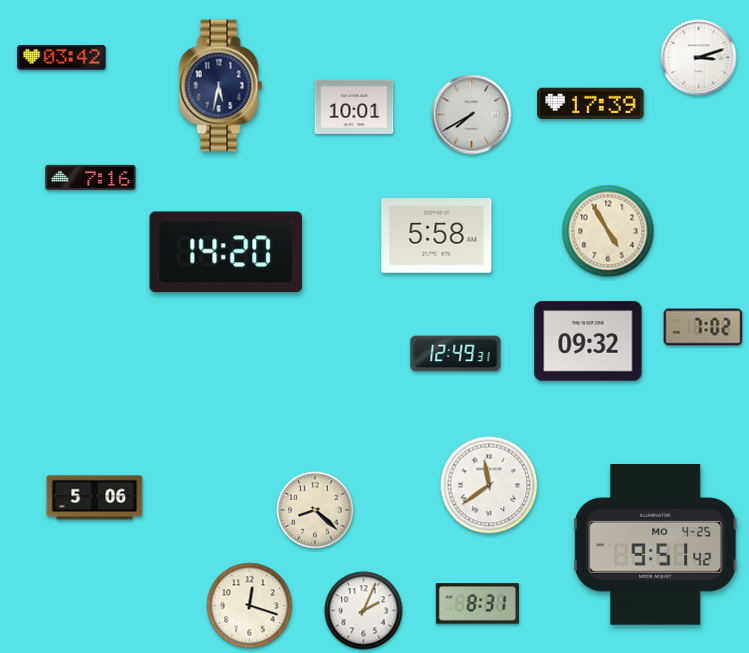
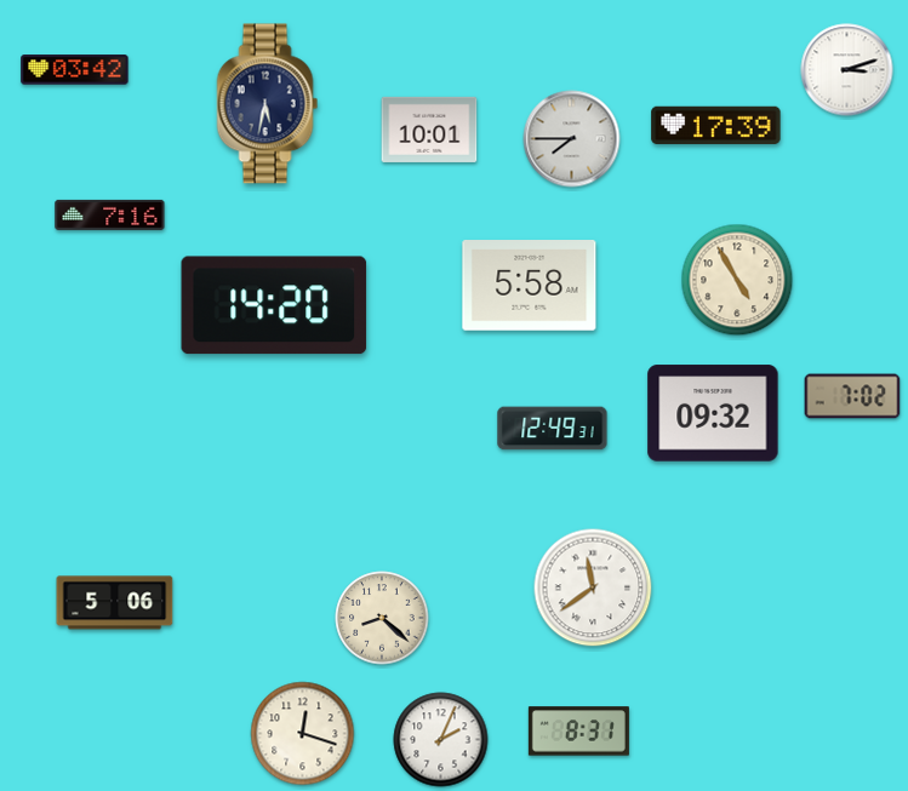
clock at (472, 115): 7:40 -> 7:45
clock at (656, 545): 9:51 -> none
